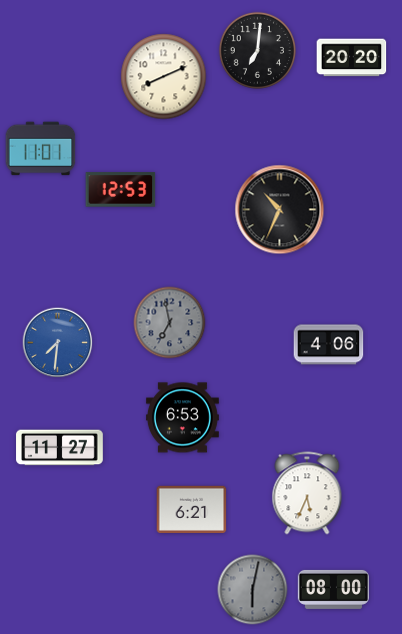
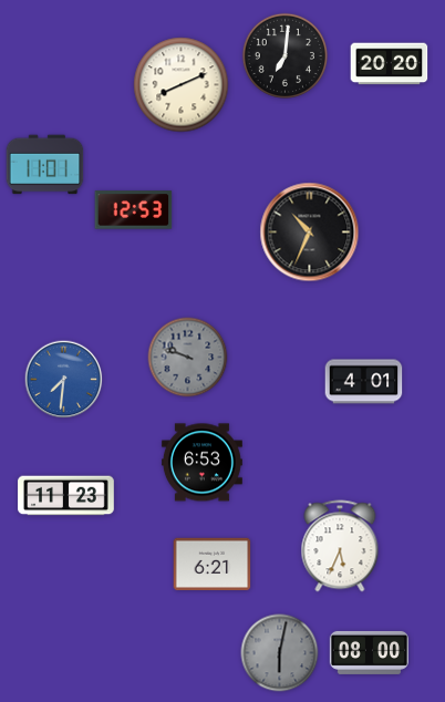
clock at (170, 323): 6:58 -> 9:48
clock at (329, 345): 4:06 -> 4:01
clock at (60, 448): 11:27 -> 11:23
